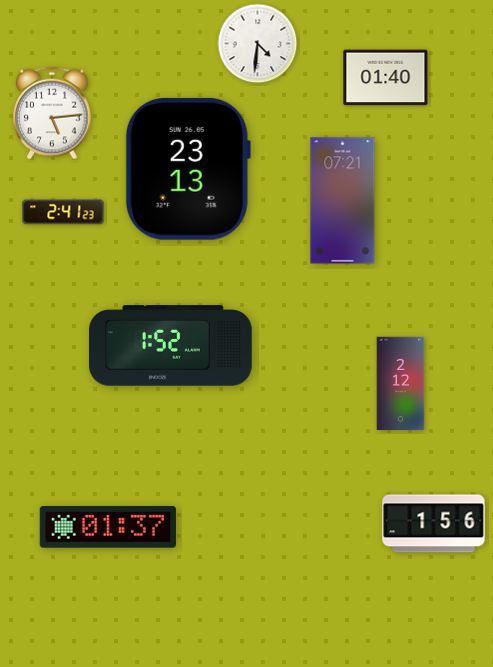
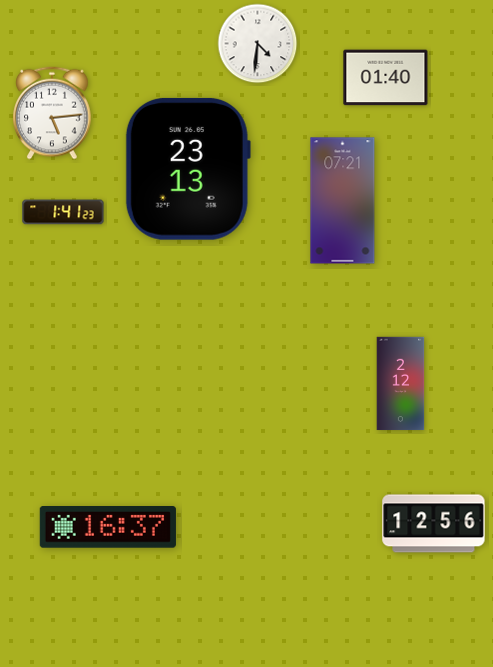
clock at (63, 212): 2:41 -> 1:41
clock at (171, 346): 1:52 -> none
clock at (434, 524): 1:56 -> 12:56
clock at (108, 528): 01:37 -> 16:37
